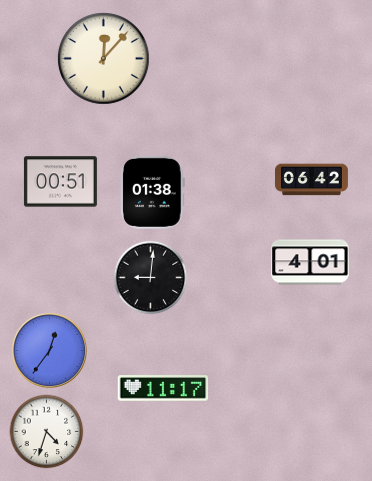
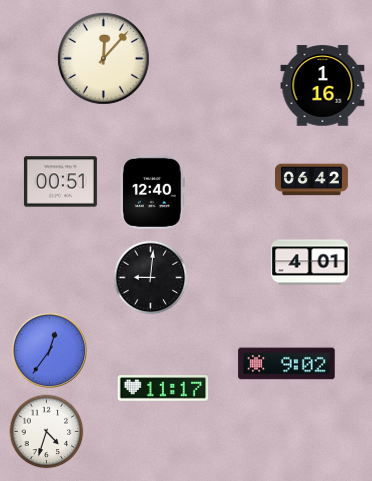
clock at (323, 86): none -> 1:16
clock at (153, 192): 01:38 -> 12:40
clock at (287, 364): none -> 9:02
